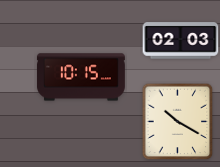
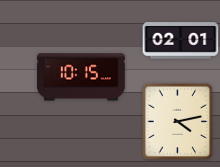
clock at (181, 41): 02:03 -> 02:01
clock at (178, 121): 10:20 -> 4:13
